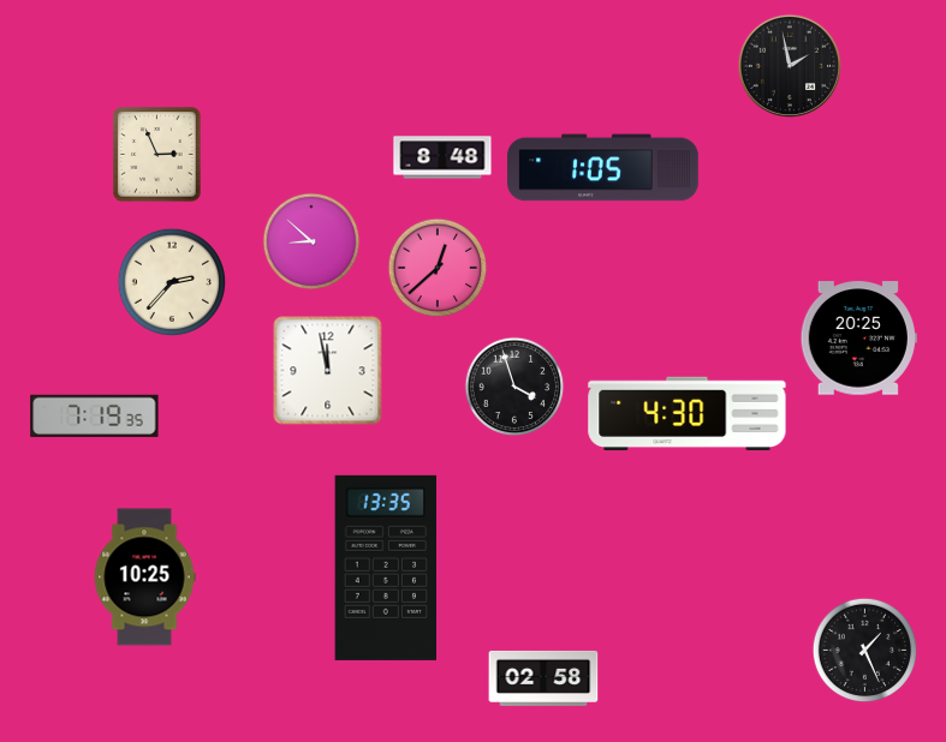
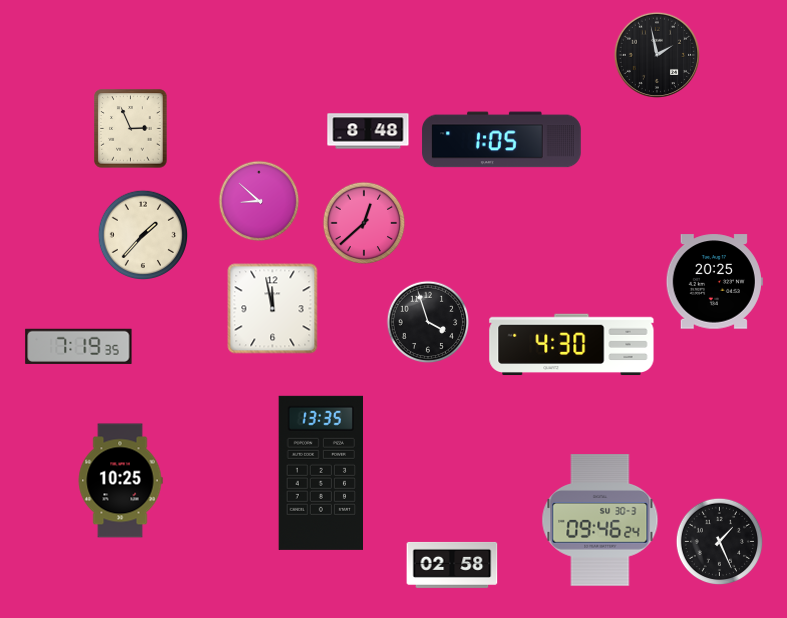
clock at (171, 281): 2:37 -> 1:37
clock at (600, 520): none -> 09:46
